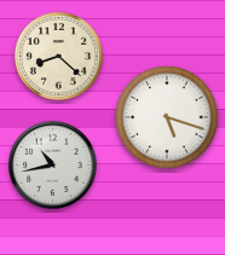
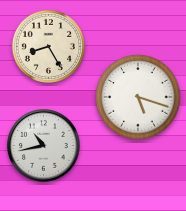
clock at (58, 56): 8:22 -> 8:25
clock at (53, 166) position: (53, 166) -> (44, 146)
